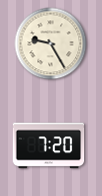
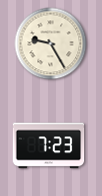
clock at (49, 146): 7:20 -> 7:23
